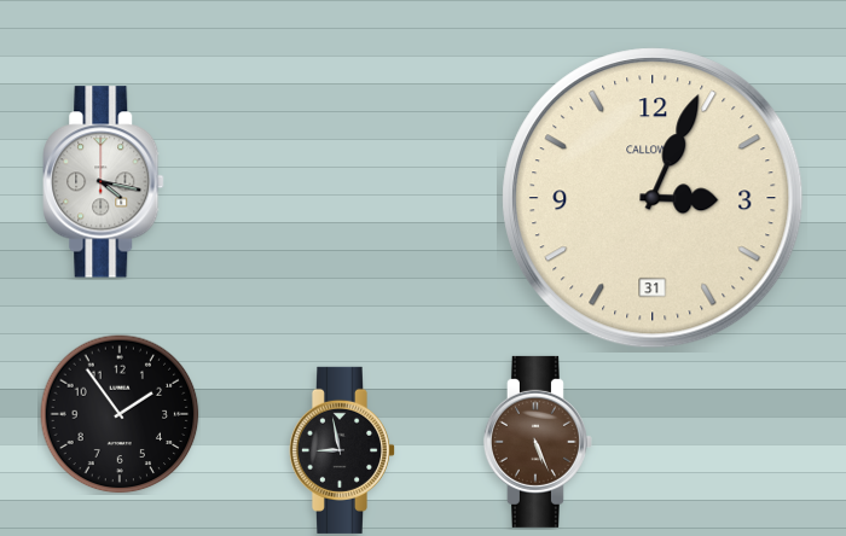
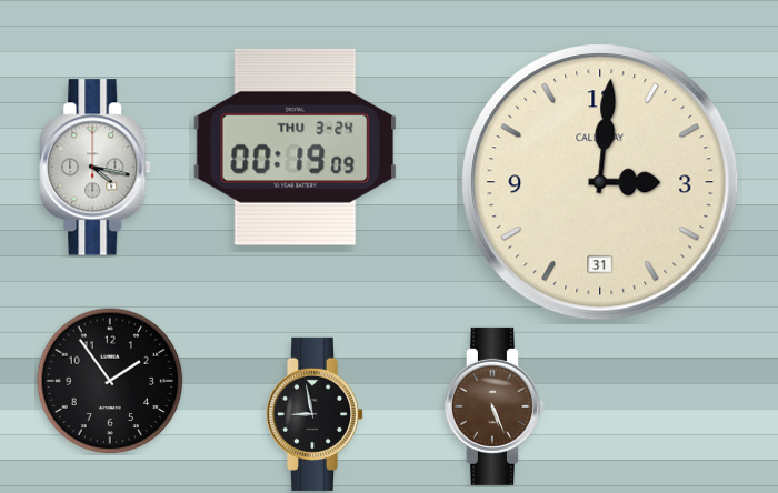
clock at (296, 147): none -> 00:19
clock at (653, 198): 3:04 -> 3:01
